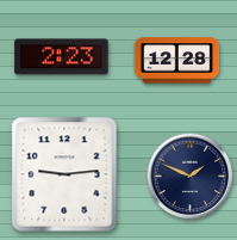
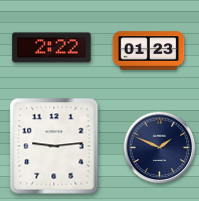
clock at (62, 57): 2:23 -> 2:22
clock at (177, 61): 12:28 -> 01:23
